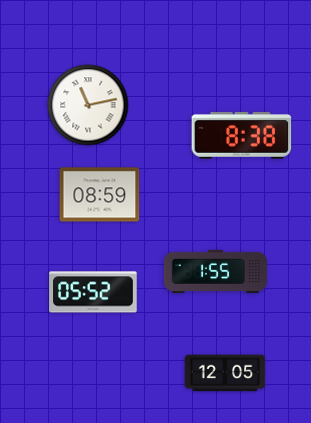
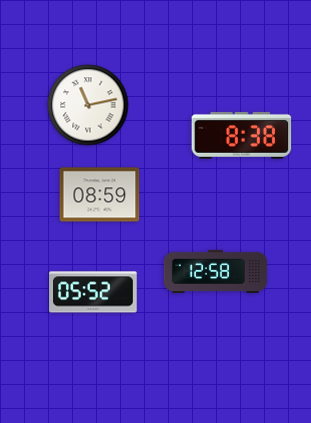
clock at (215, 271): 1:55 -> 12:58
clock at (225, 373): 12:05 -> none
